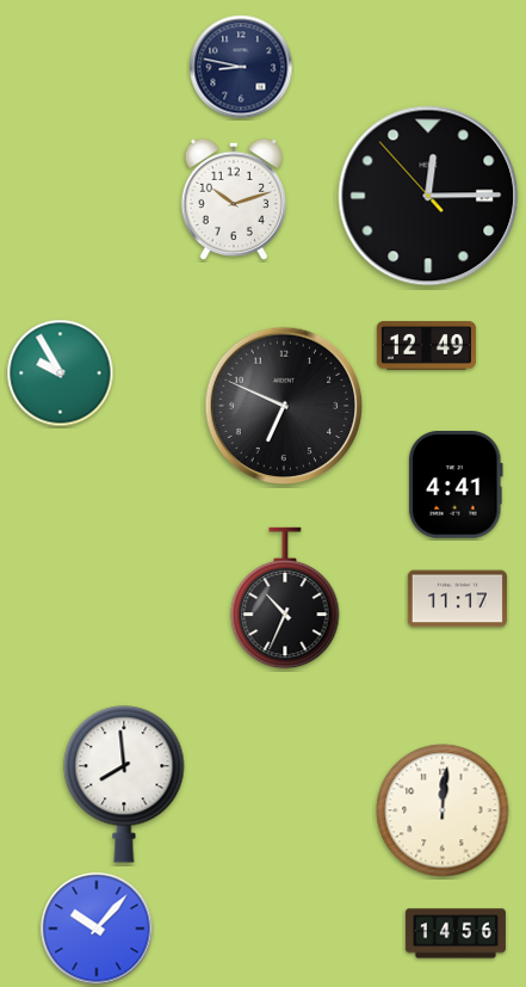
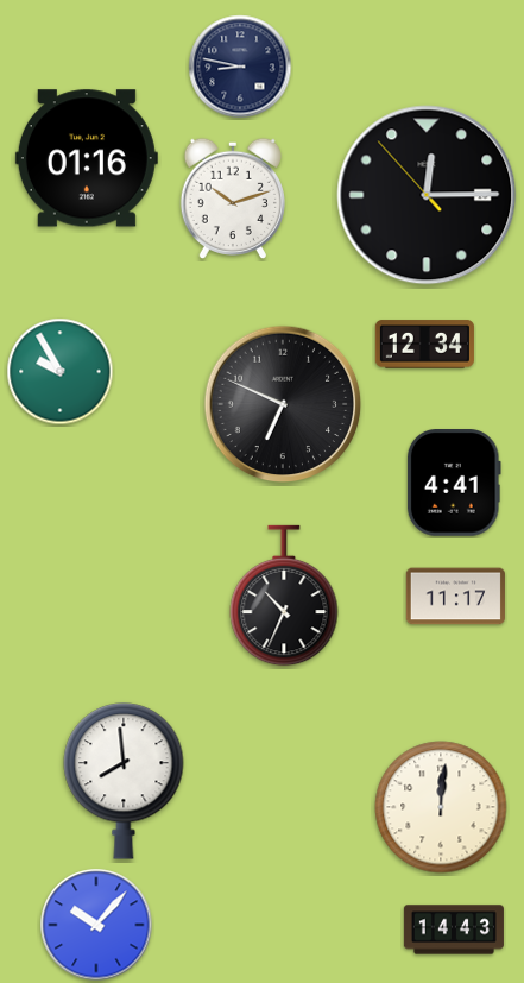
clock at (87, 158): none -> 01:16
clock at (426, 346): 12:49 -> 12:34
clock at (456, 933): 14:56 -> 14:43
